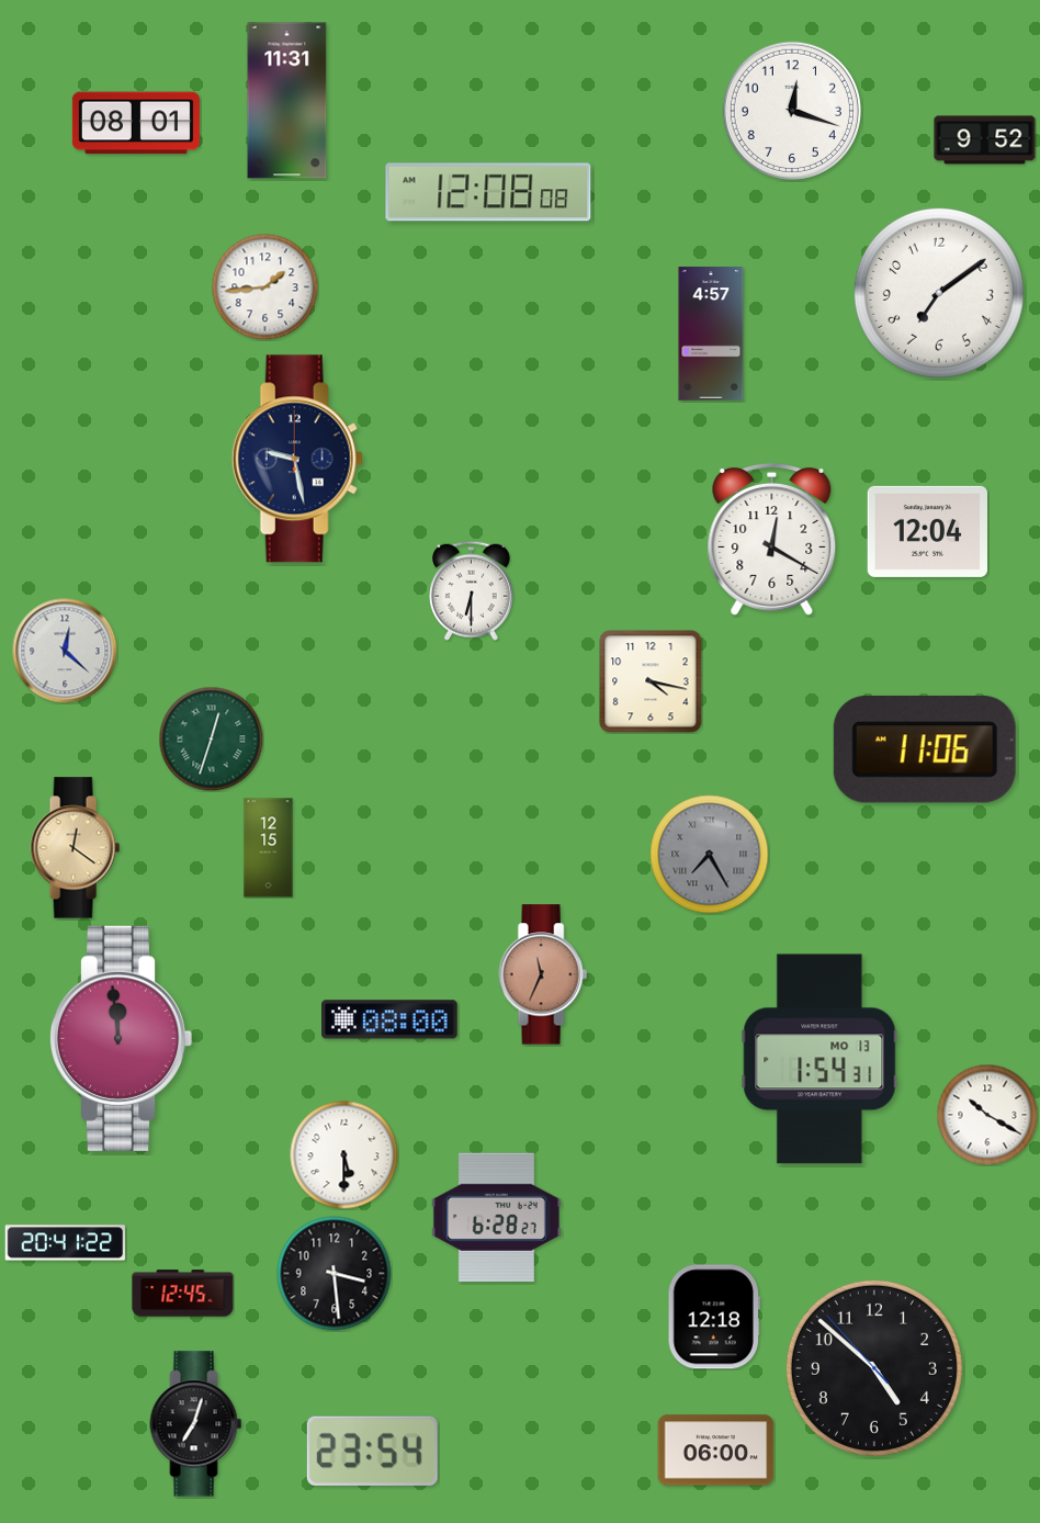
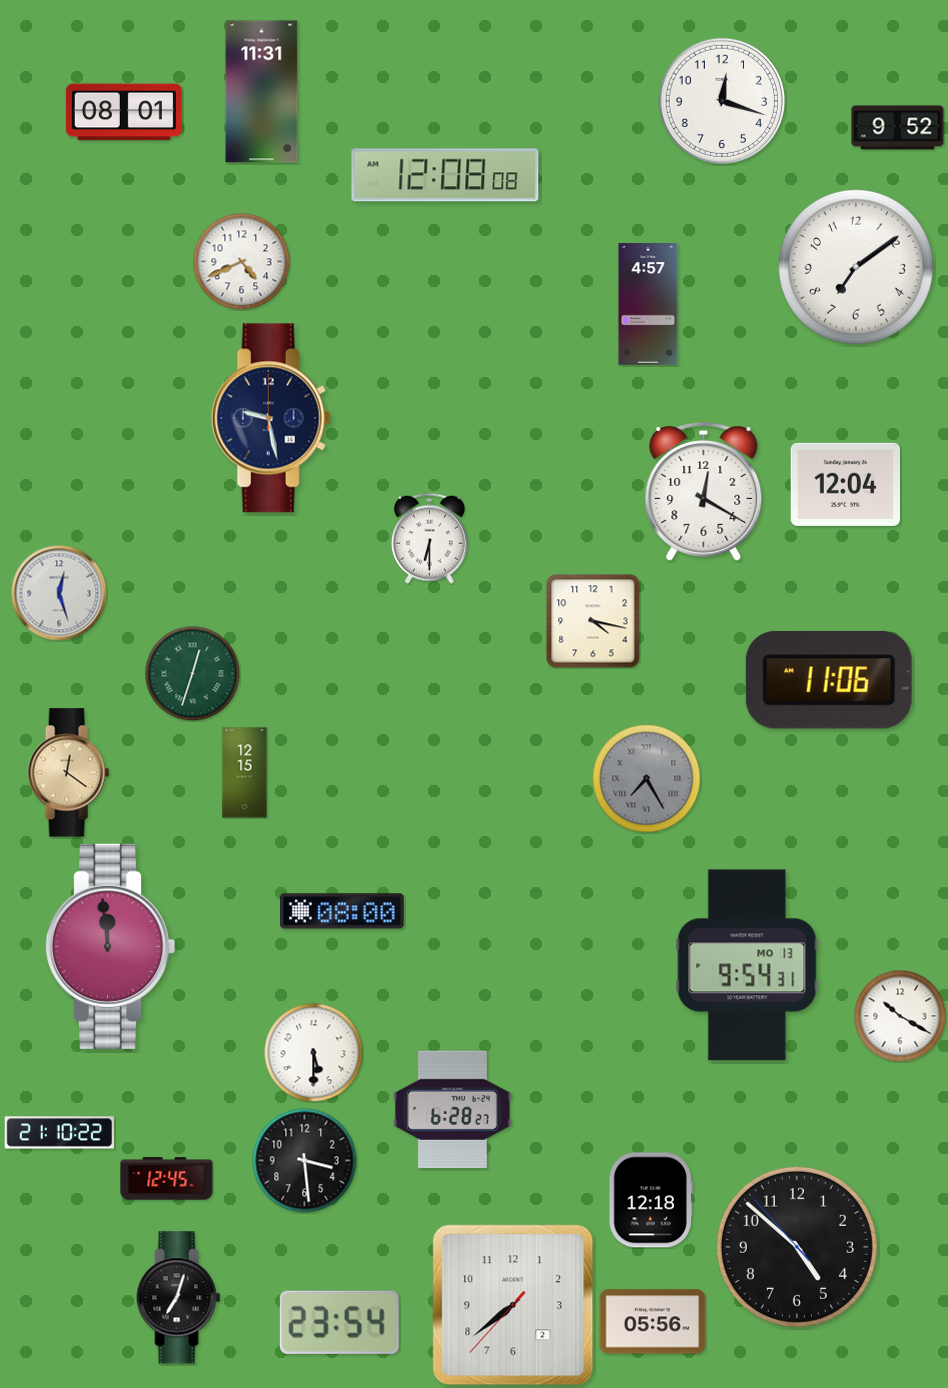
clock at (264, 286): 1:44 -> 4:41
clock at (65, 651): 12:22 -> 12:27
clock at (925, 749) position: (925, 749) -> (829, 680)
clock at (543, 974): 11:34 -> none
clock at (391, 1019) position: (391, 1019) -> (343, 911)
clock at (819, 1059): 1:54 -> 9:54
clock at (66, 1243): 20:41 -> 21:10
clock at (513, 1305): none -> 7:38
clock at (716, 1451): 06:00 -> 05:56
